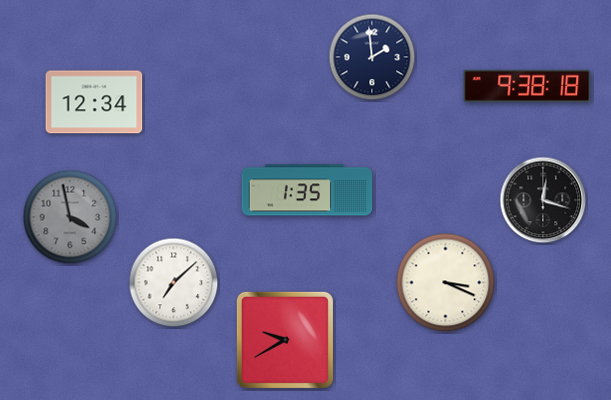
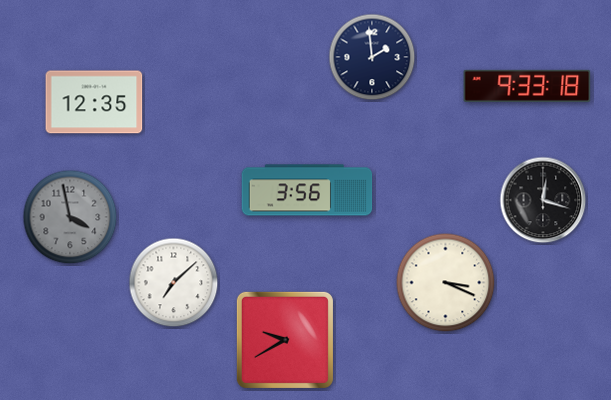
clock at (527, 86): 9:38 -> 9:33
clock at (94, 102): 12:34 -> 12:35
clock at (307, 190): 1:35 -> 3:56
